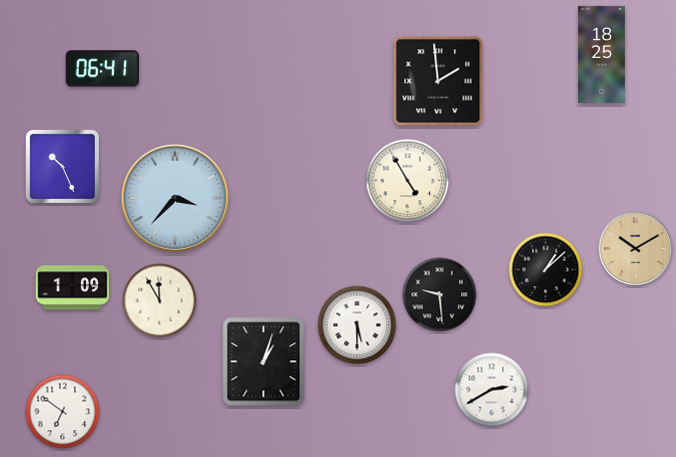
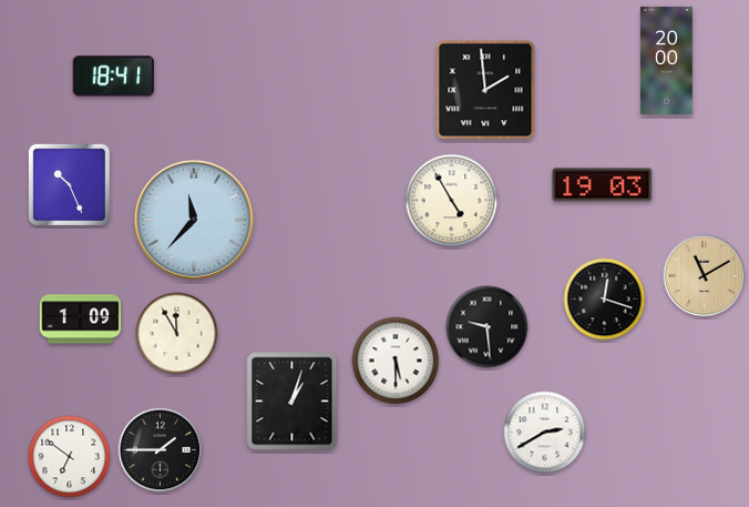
clock at (601, 54): 18:25 -> 20:00
clock at (102, 69): 06:41 -> 18:41
clock at (603, 185): none -> 19:03
clock at (175, 198): 3:37 -> 11:37
clock at (636, 249): 10:10 -> 11:10
clock at (546, 270): 1:08 -> 12:18
clock at (161, 450): none -> 1:45
